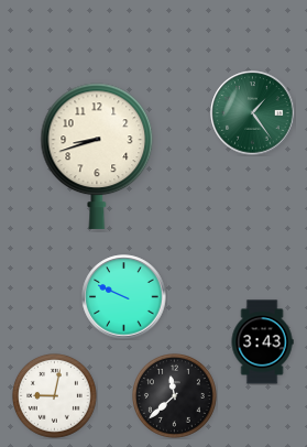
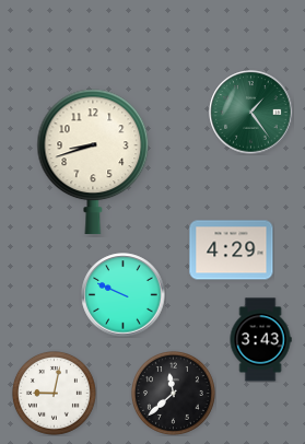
clock at (97, 155) position: (97, 155) -> (93, 161)
clock at (232, 250): none -> 4:29
